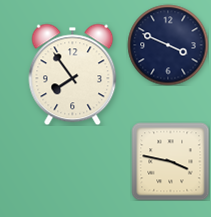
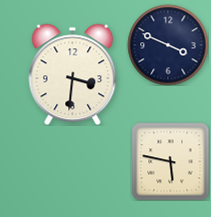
clock at (73, 74): 7:54 -> 3:31
clock at (170, 161): 3:47 -> 5:47
